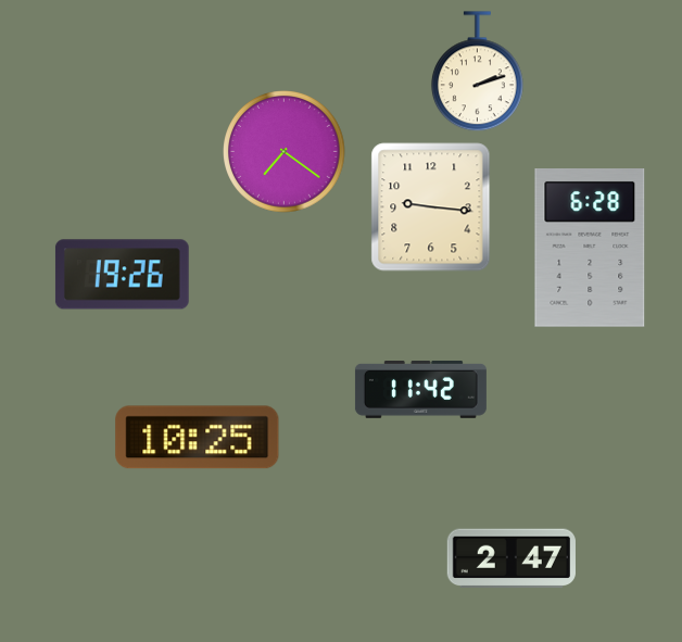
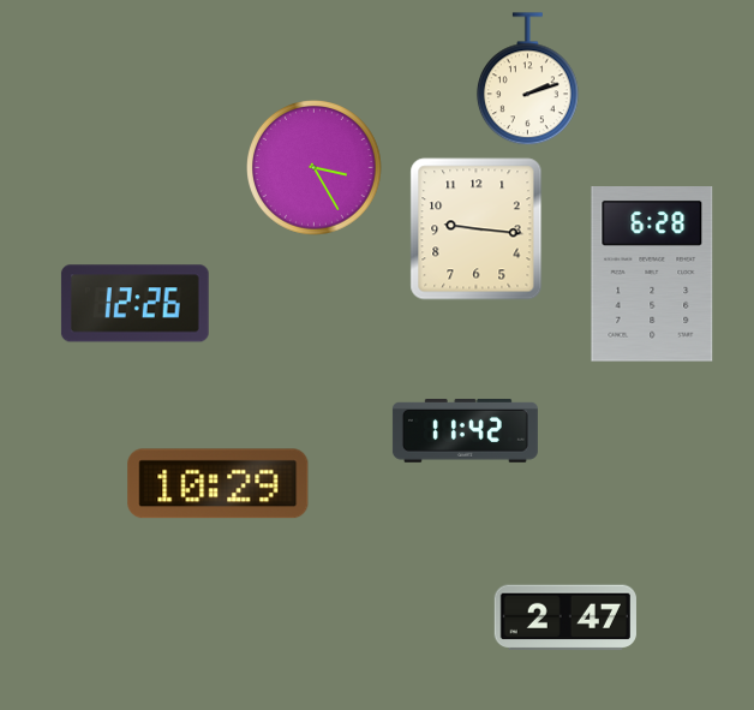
clock at (285, 152): 7:21 -> 3:25
clock at (122, 275): 19:26 -> 12:26
clock at (198, 438): 10:25 -> 10:29
